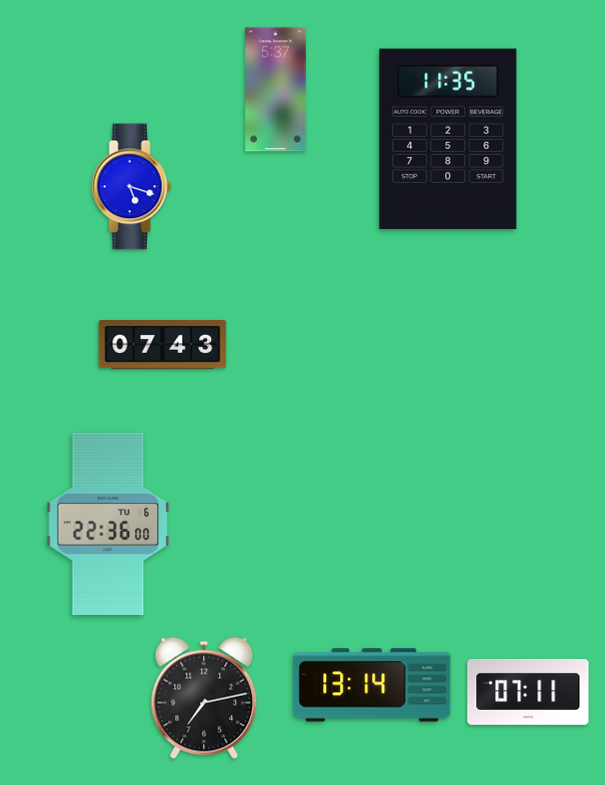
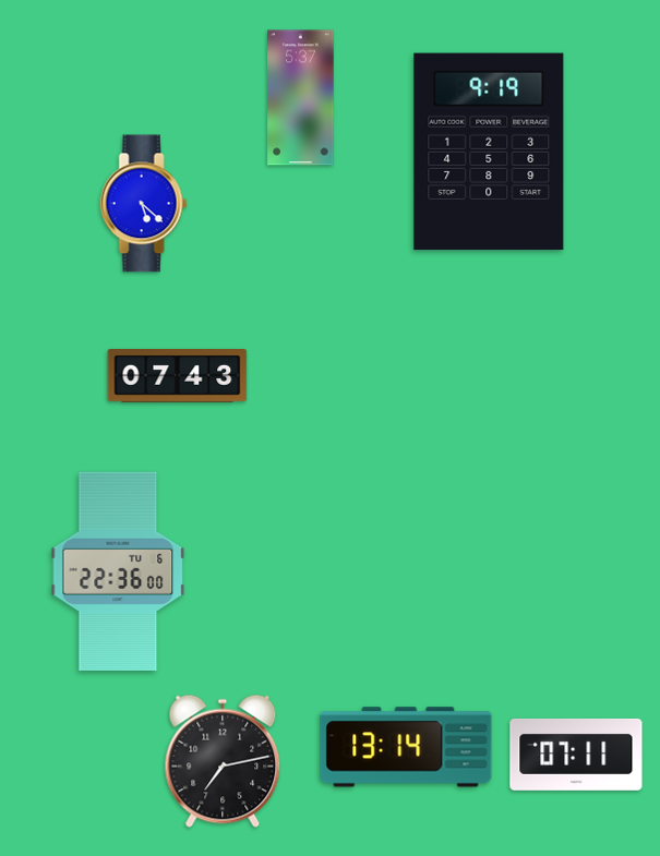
clock at (448, 139): 11:35 -> 9:19
clock at (132, 187): 5:18 -> 5:22
